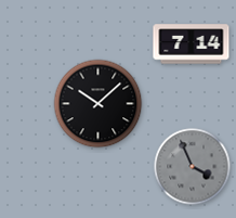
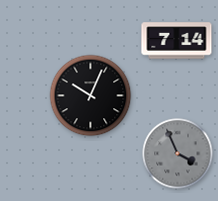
clock at (99, 104): 10:08 -> 10:04
